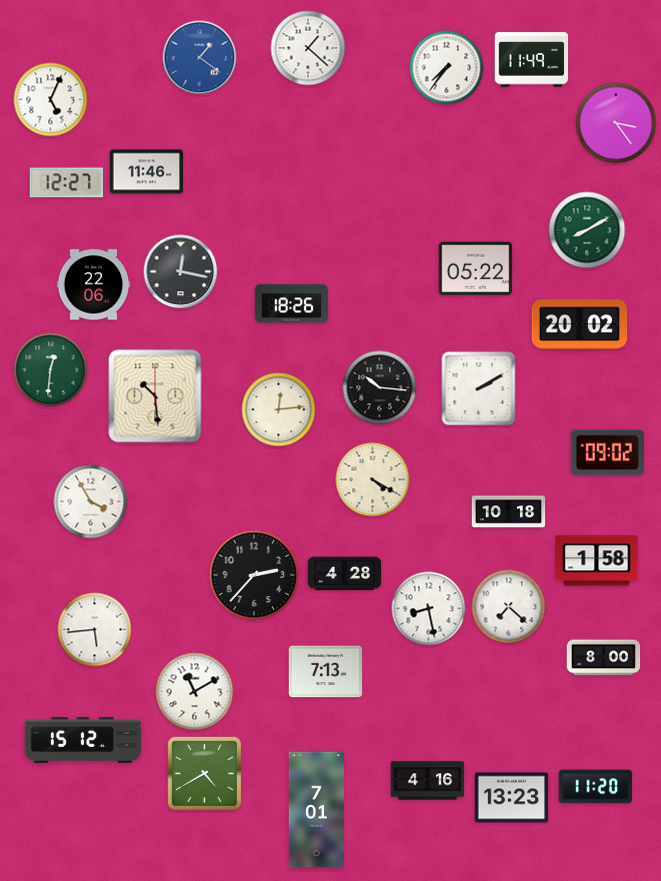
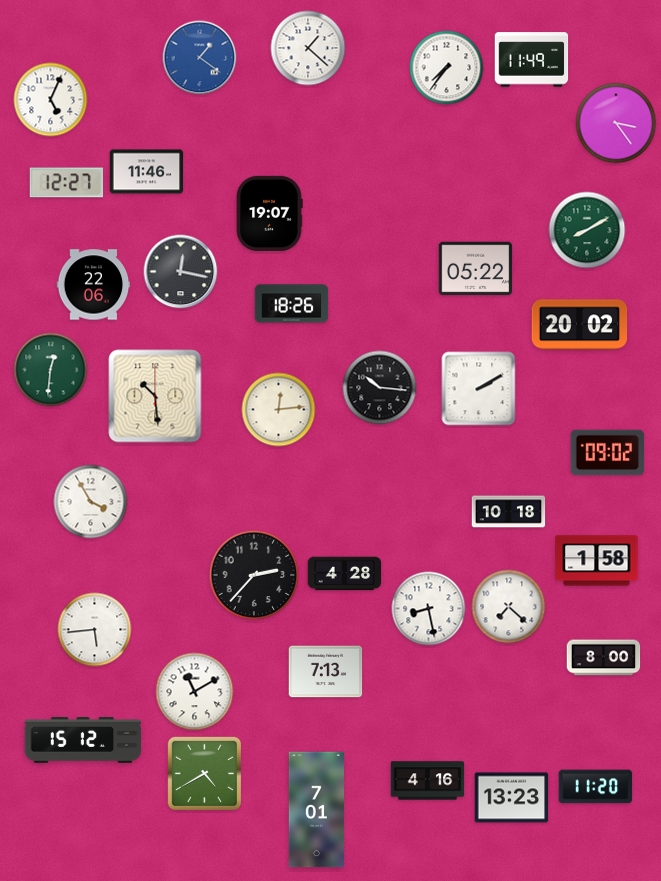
clock at (269, 213): none -> 19:07
clock at (373, 480): 4:20 -> none
